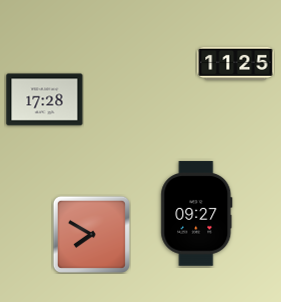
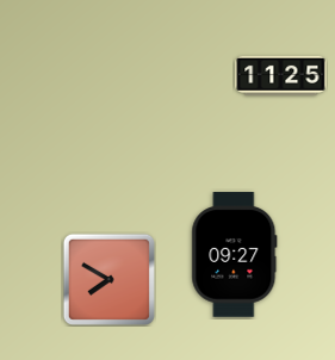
clock at (45, 100): 17:28 -> none
